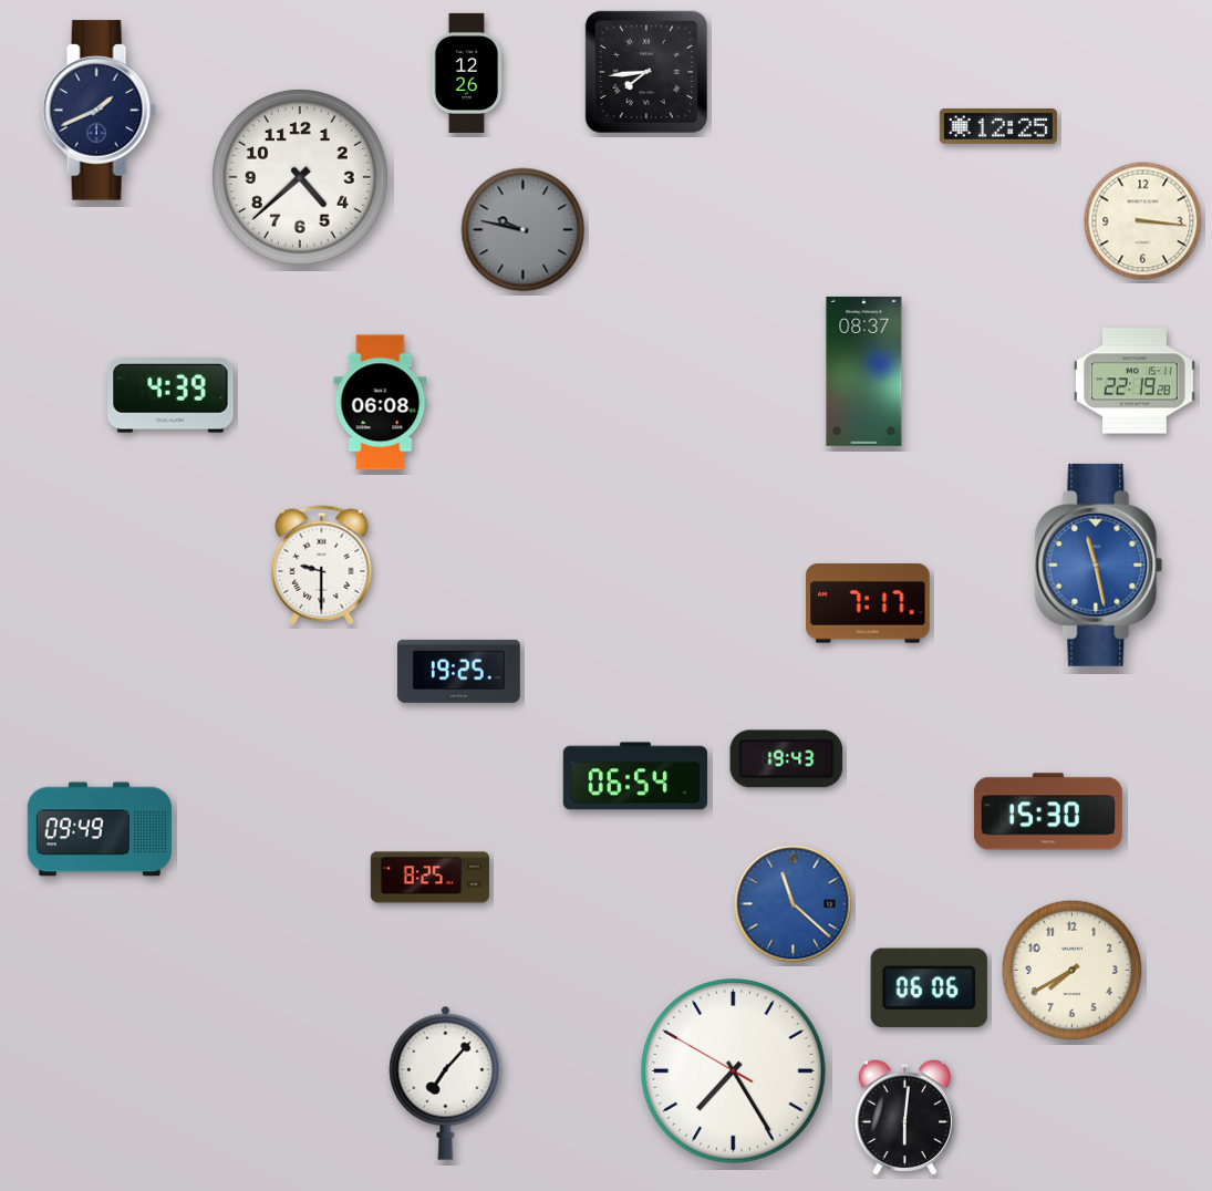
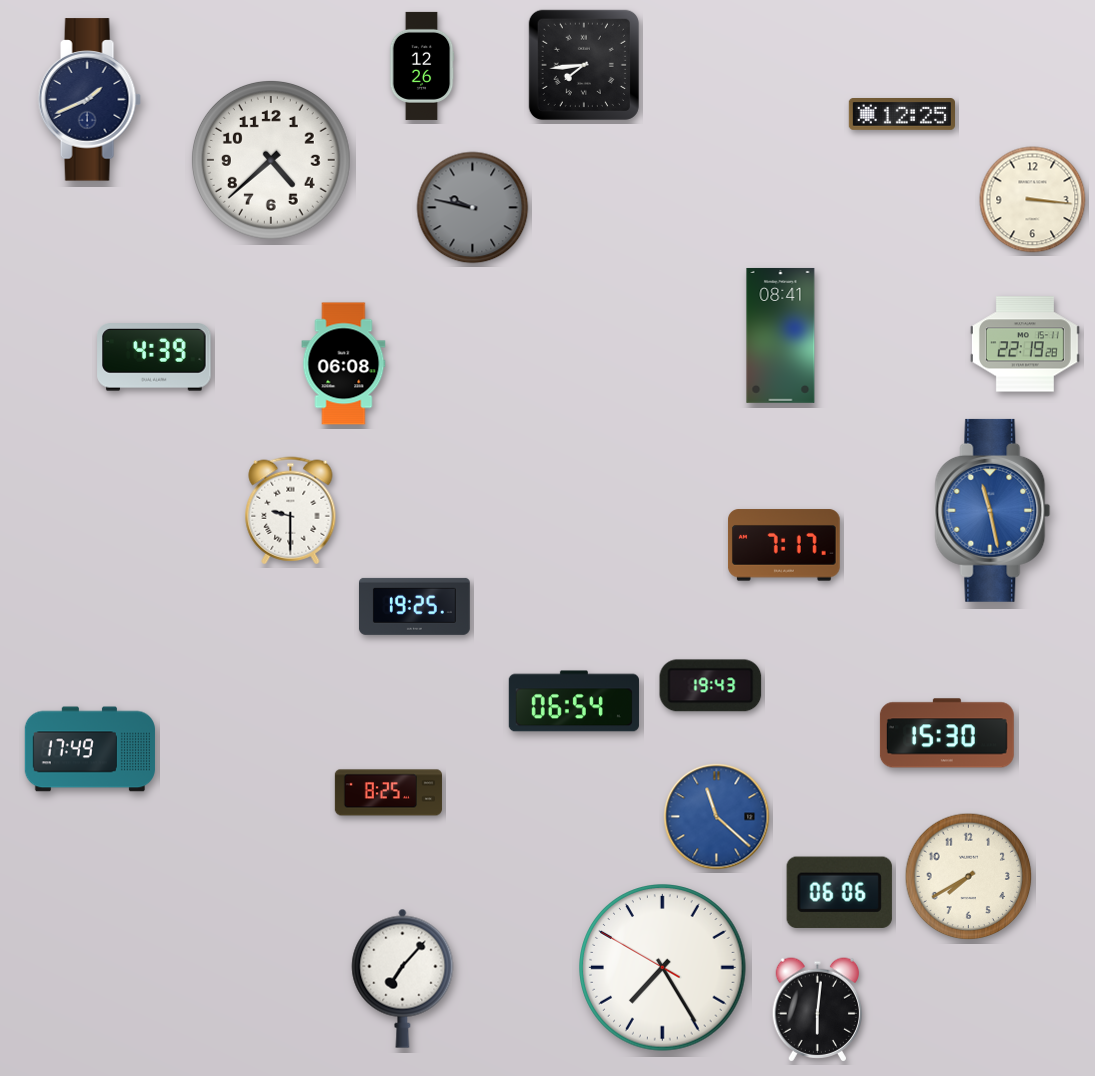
clock at (864, 372): 08:37 -> 08:41
clock at (100, 829): 09:49 -> 17:49
